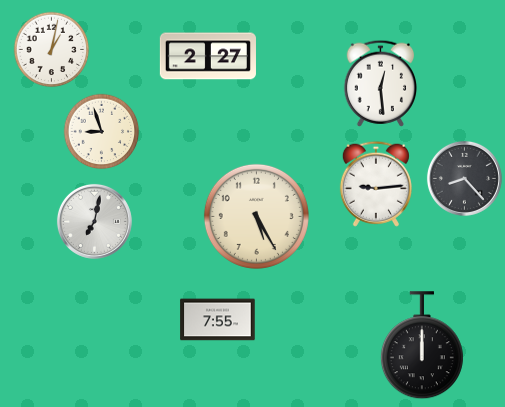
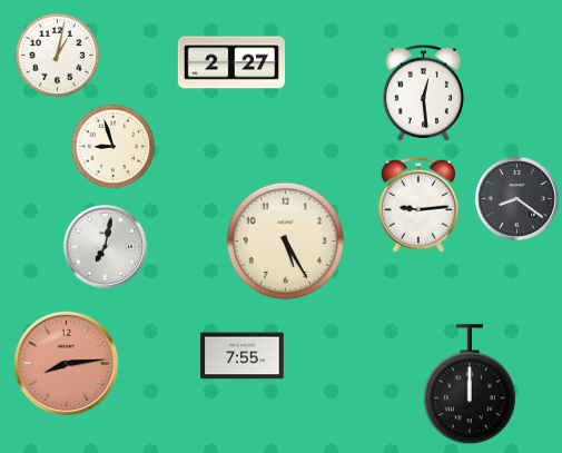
clock at (464, 178): 8:23 -> 8:21
clock at (66, 363): none -> 8:14
